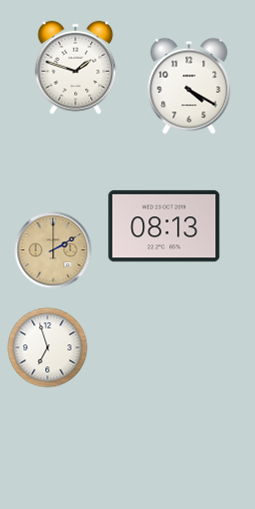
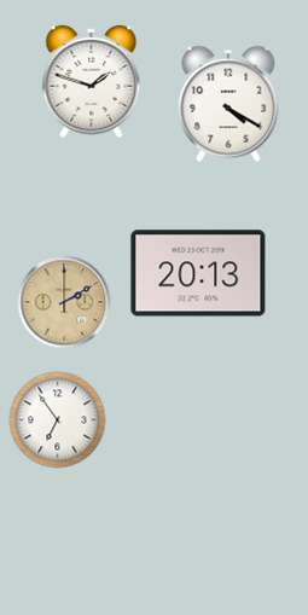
clock at (164, 226): 08:13 -> 20:13
clock at (48, 348): 6:57 -> 6:54
